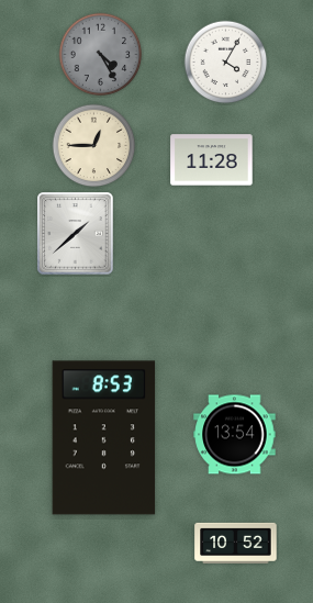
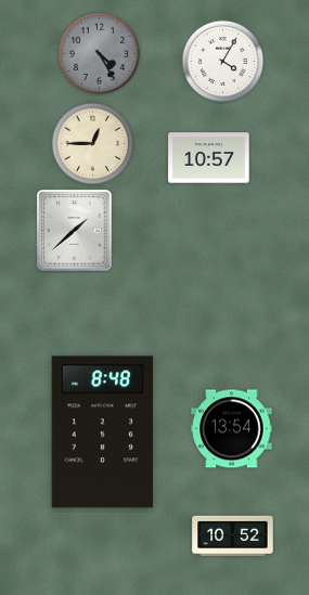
clock at (212, 160): 11:28 -> 10:57
clock at (104, 438): 8:53 -> 8:48
